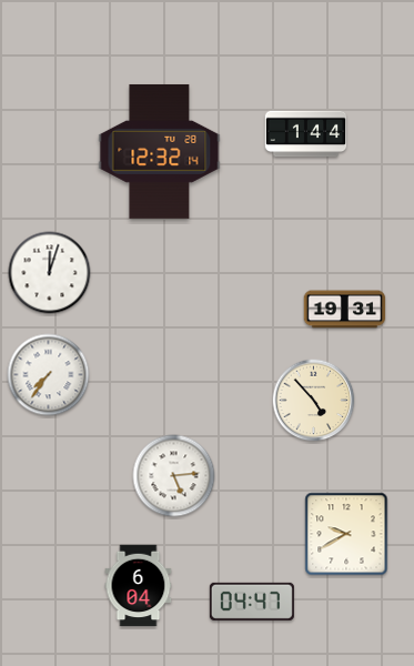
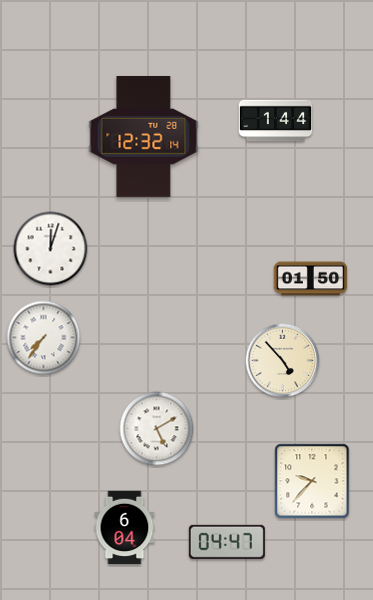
clock at (50, 273) position: (50, 273) -> (51, 249)
clock at (345, 310): 19:31 -> 01:50
clock at (174, 476): 5:14 -> 5:10
clock at (346, 534): 9:40 -> 9:37
